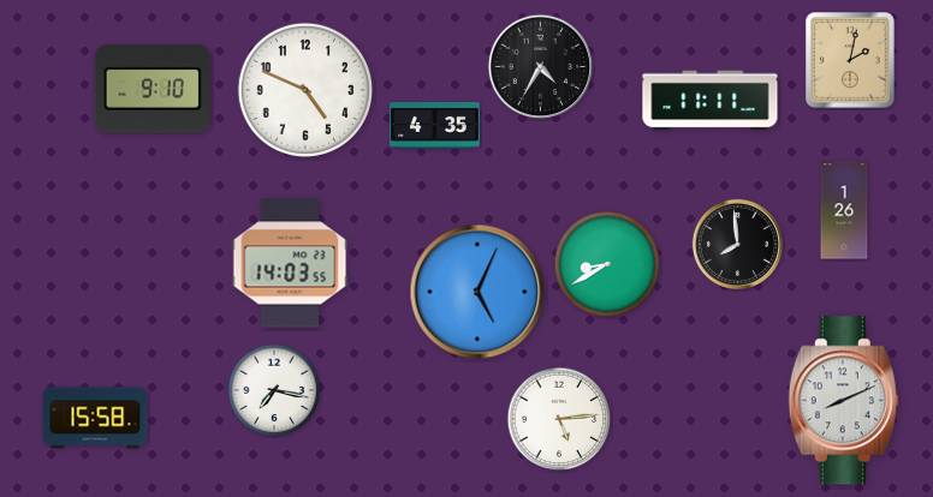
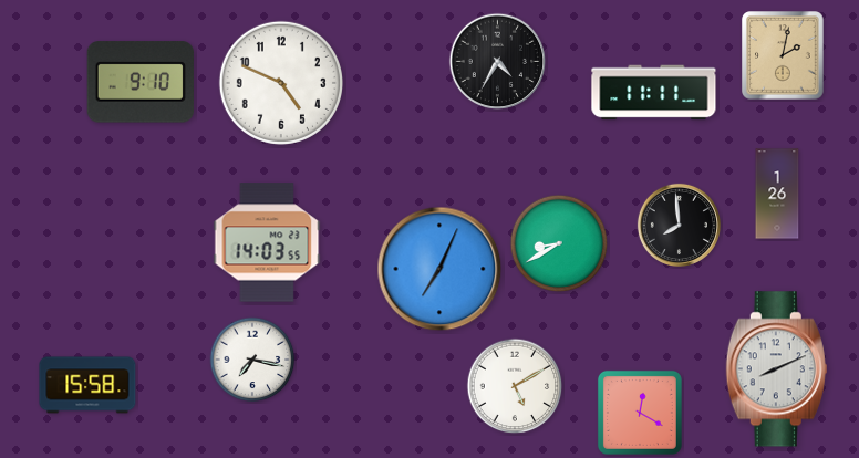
clock at (435, 126): 4:35 -> none
clock at (477, 292): 5:04 -> 7:04
clock at (559, 419): 5:14 -> 5:10
clock at (640, 413): none -> 12:20
